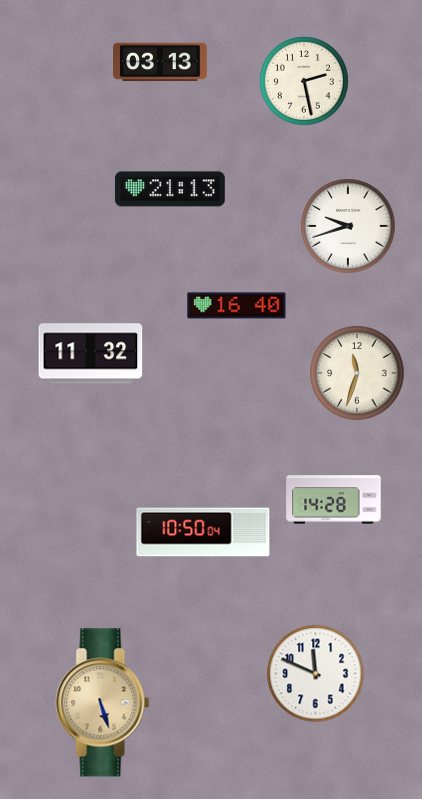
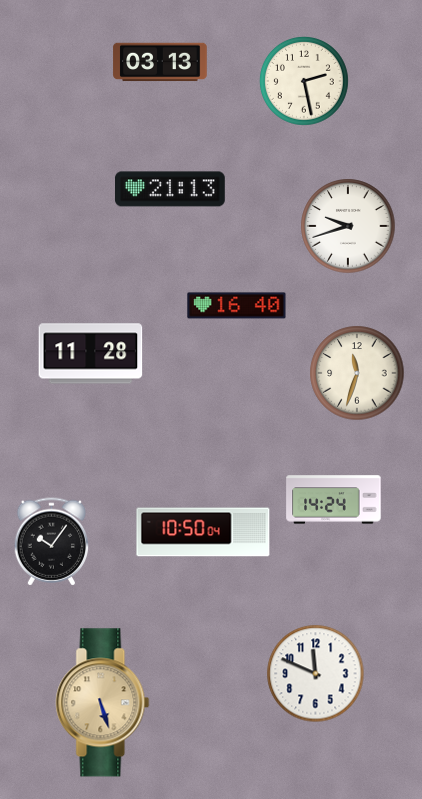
clock at (91, 354): 11:32 -> 11:28
clock at (334, 500): 14:28 -> 14:24
clock at (52, 542): none -> 10:06
